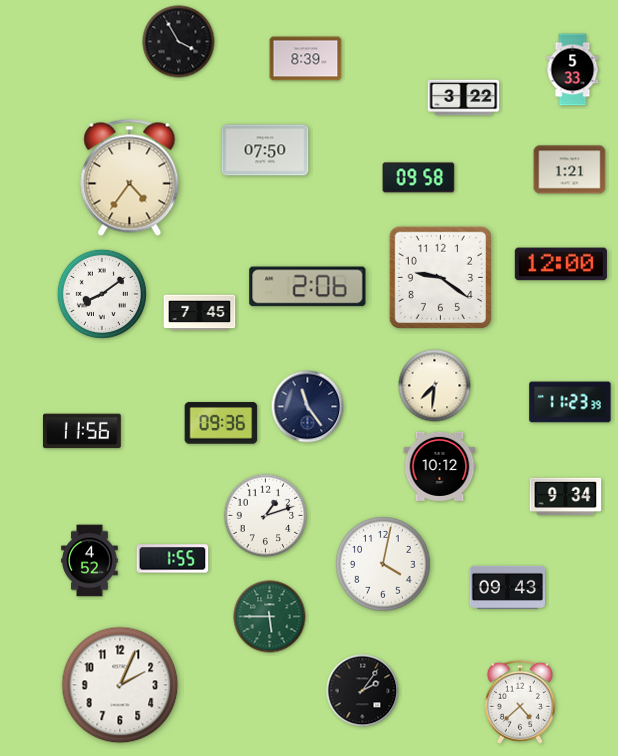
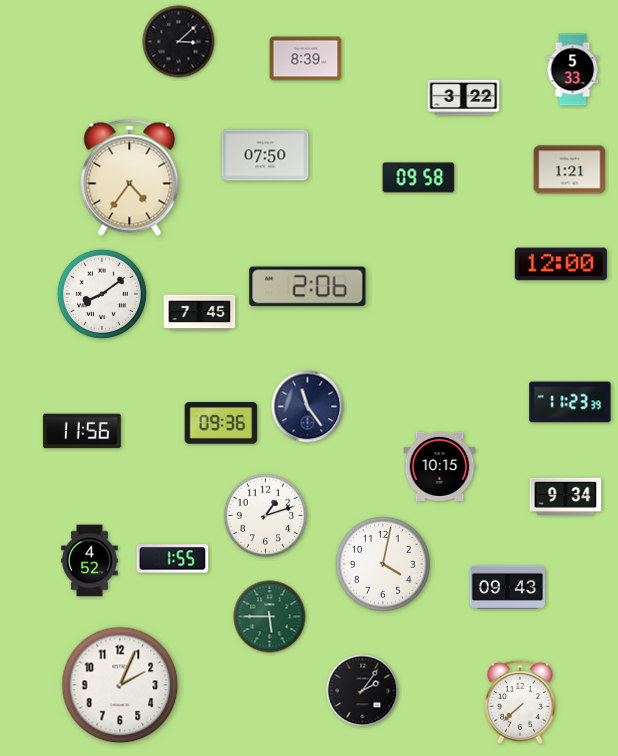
clock at (179, 42): 3:55 -> 3:08
clock at (265, 150) position: (265, 150) -> (265, 155)
clock at (440, 277): 9:21 -> none
clock at (435, 386): 7:31 -> none
clock at (440, 466): 10:12 -> 10:15
clock at (520, 702): 4:38 -> 7:38
